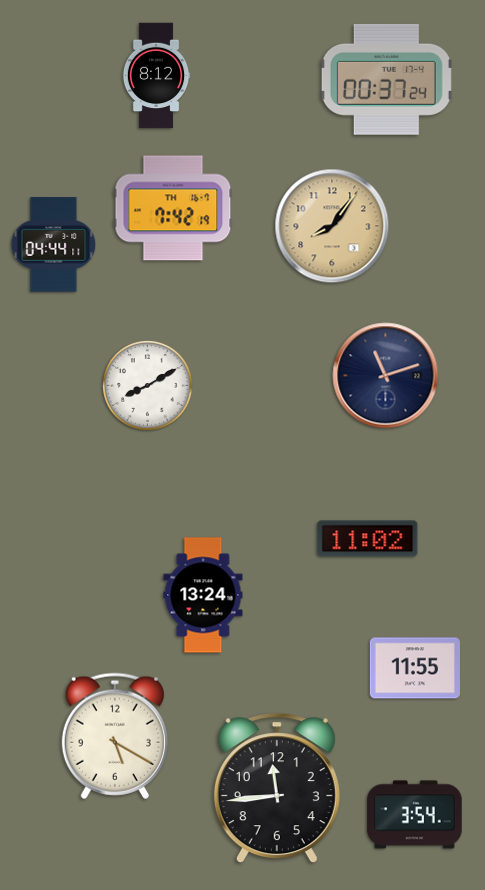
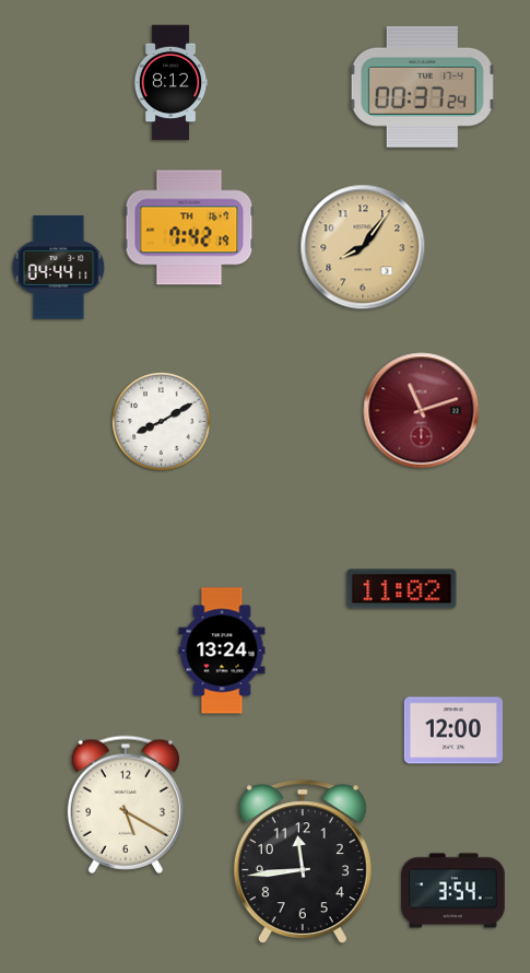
clock at (386, 376) dial: navy -> burgundy
clock at (415, 668): 11:55 -> 12:00
